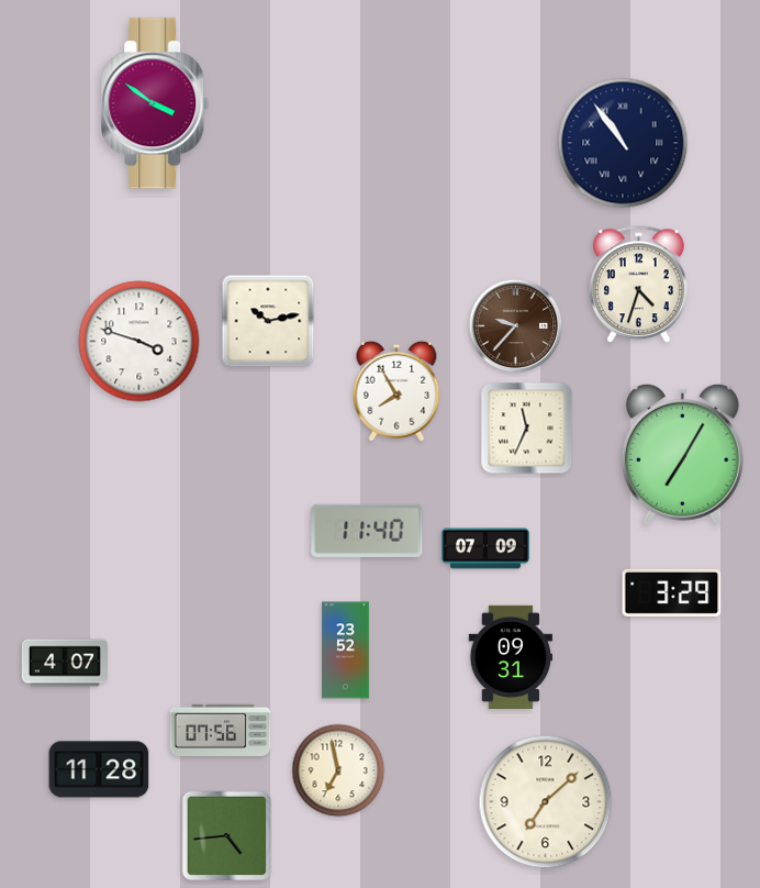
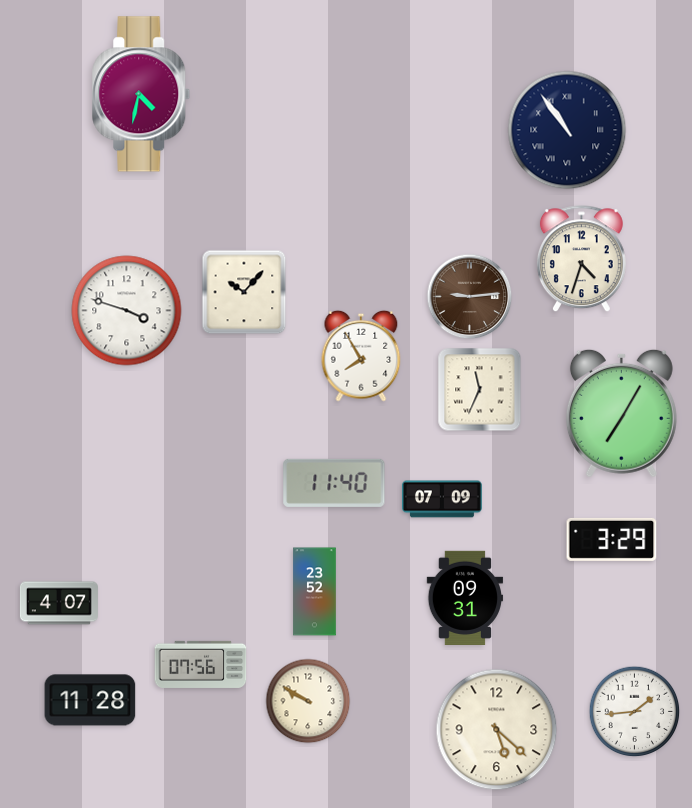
clock at (155, 103): 3:51 -> 4:32
clock at (268, 321): 10:13 -> 10:07
clock at (516, 326): 9:37 -> 9:14
clock at (338, 770): 6:58 -> 9:50
clock at (635, 712): none -> 1:44
clock at (546, 802): 7:08 -> 5:22
clock at (227, 836): 4:44 -> none
